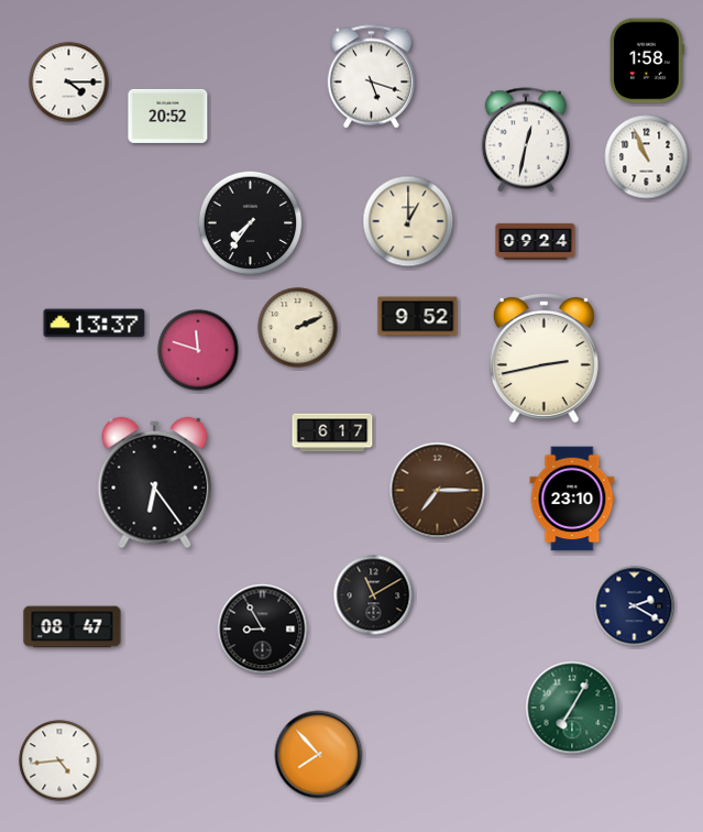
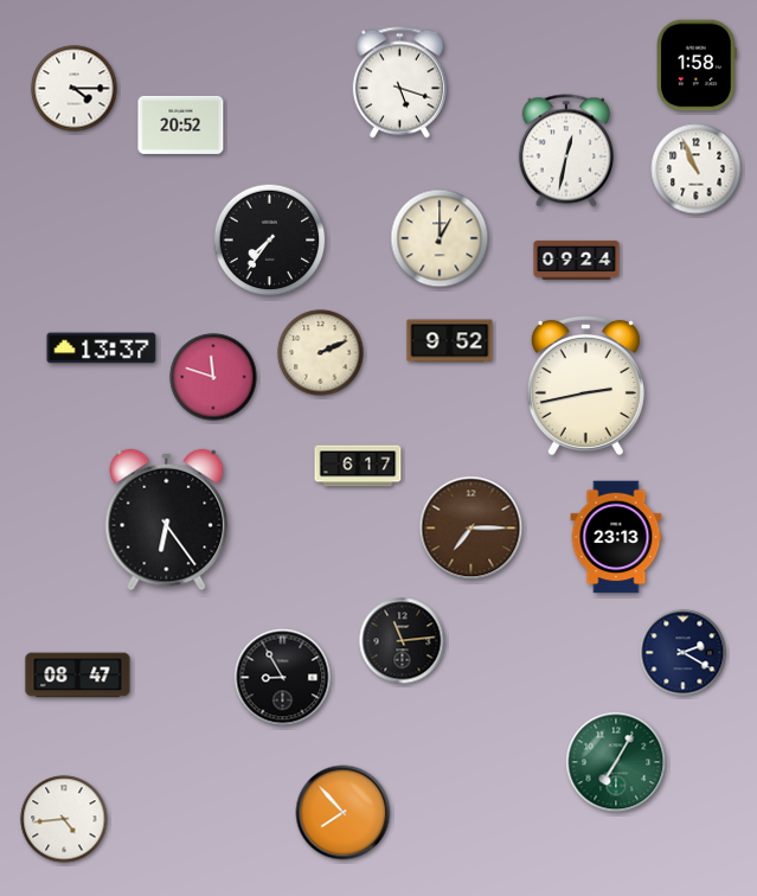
clock at (572, 499): 23:10 -> 23:13
clock at (374, 595): 11:10 -> 11:14
